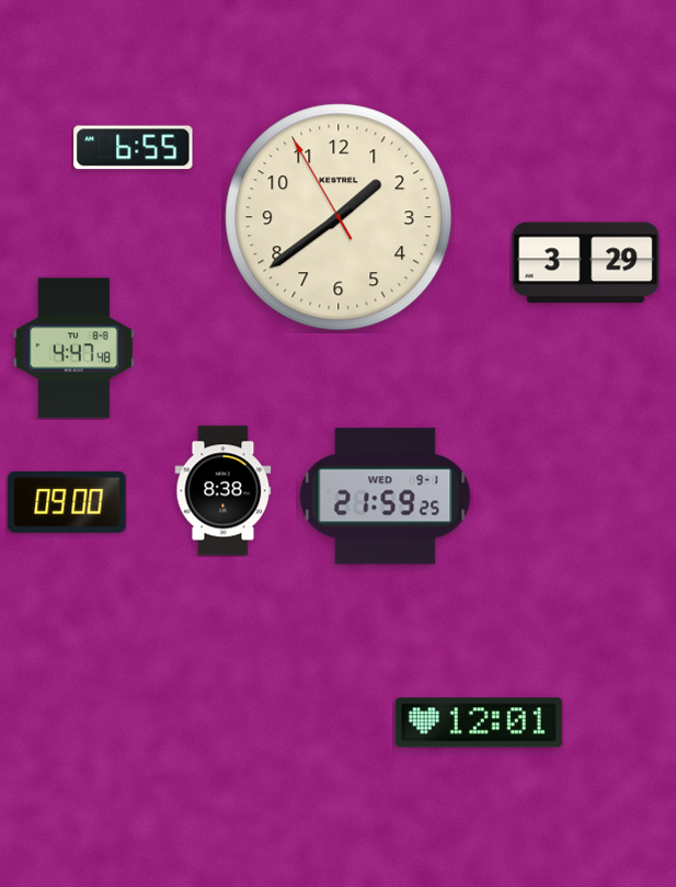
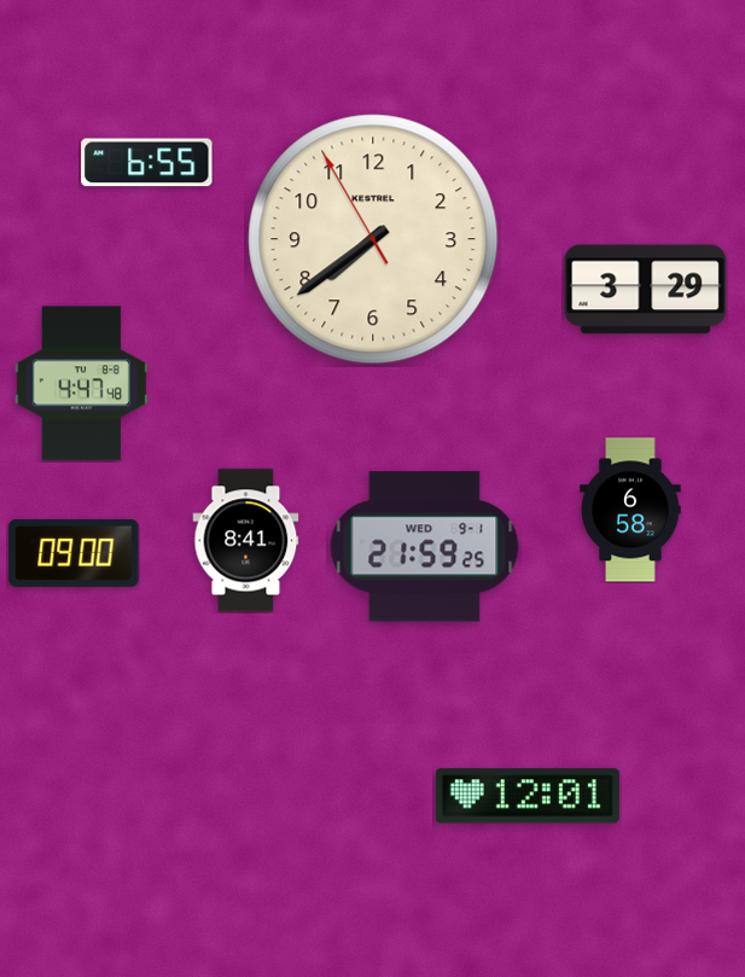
clock at (339, 217): 1:38 -> 7:38
clock at (630, 510): none -> 6:58
clock at (224, 491): 8:38 -> 8:41
